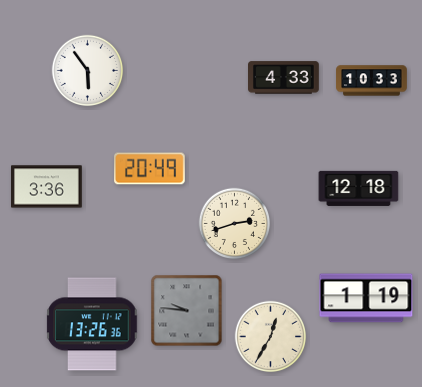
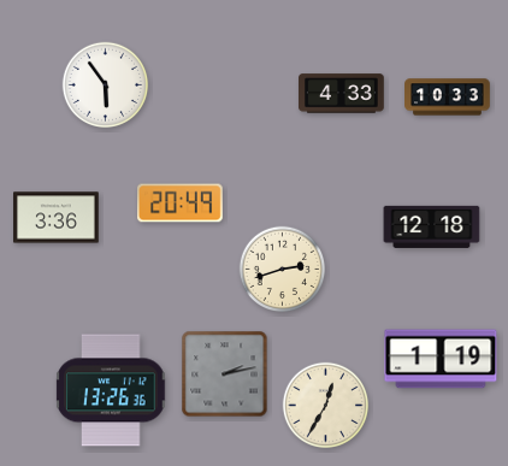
clock at (47, 187) position: (47, 187) -> (57, 218)
clock at (187, 311): 9:46 -> 2:13
